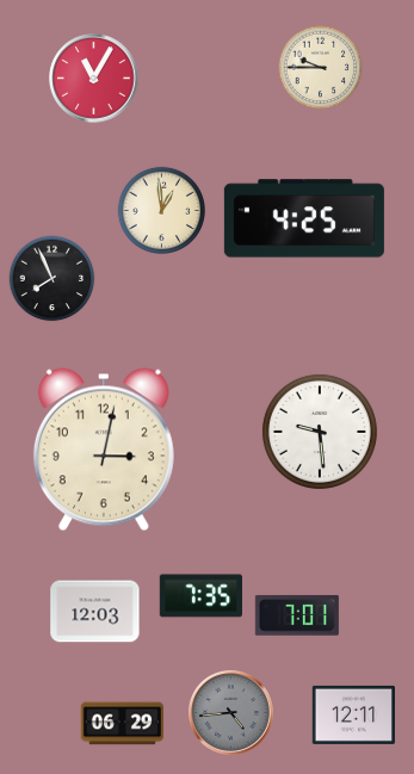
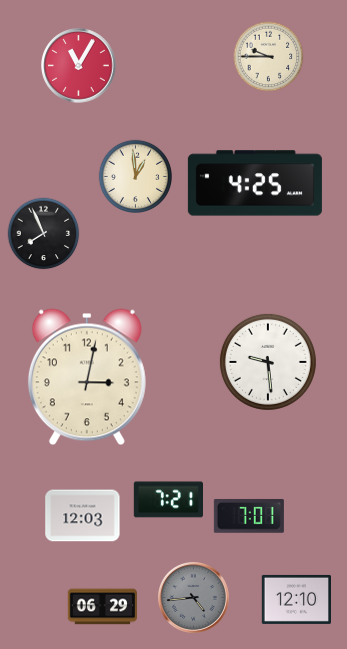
clock at (200, 596): 7:35 -> 7:21
clock at (95, 612) position: (95, 612) -> (83, 516)
clock at (353, 714): 12:11 -> 12:10
